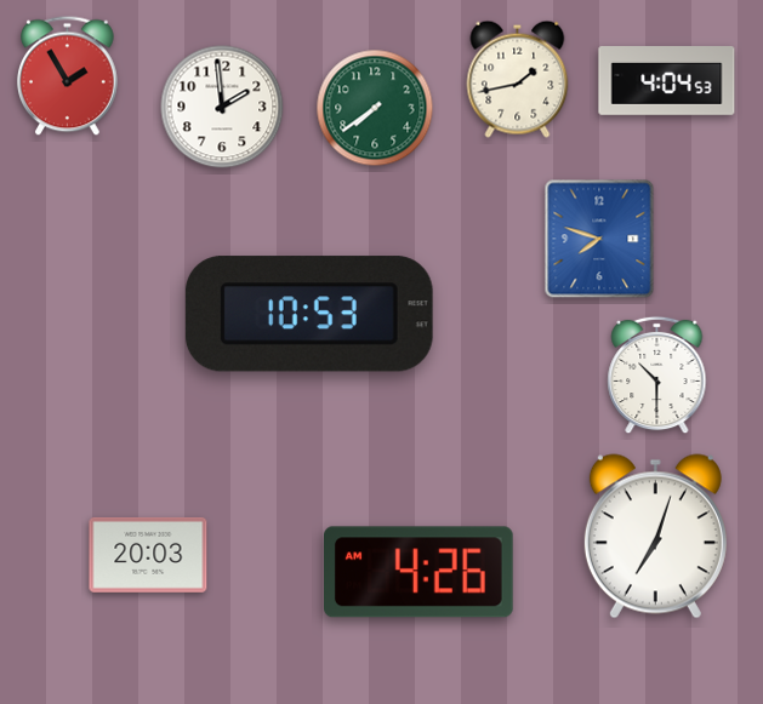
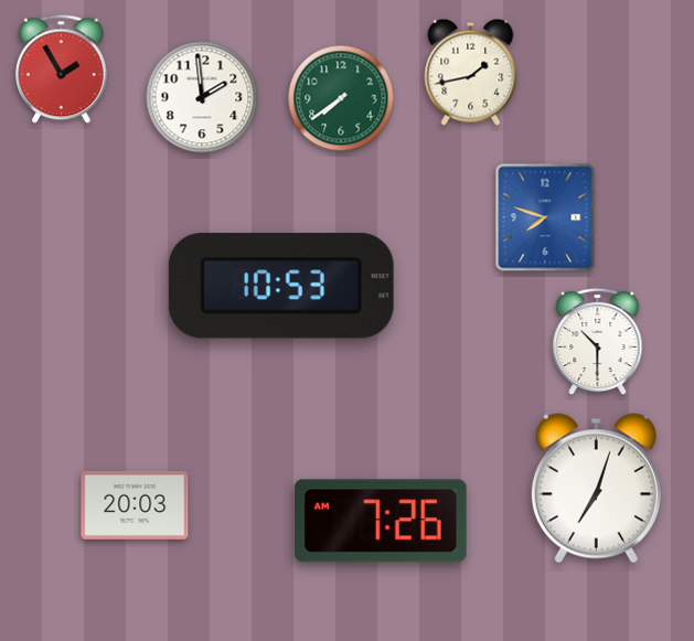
clock at (667, 81): 4:04 -> none
clock at (420, 572): 4:26 -> 7:26
